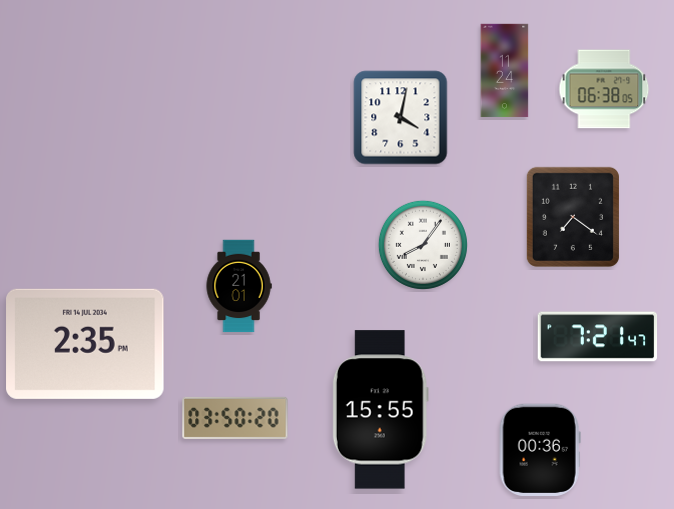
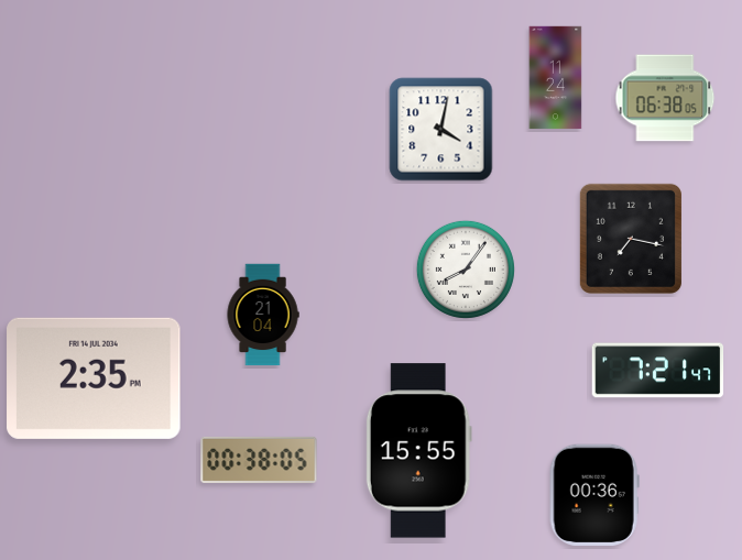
clock at (573, 217): 7:21 -> 7:17
clock at (239, 286): 21:01 -> 21:04
clock at (235, 418): 03:50 -> 00:38
